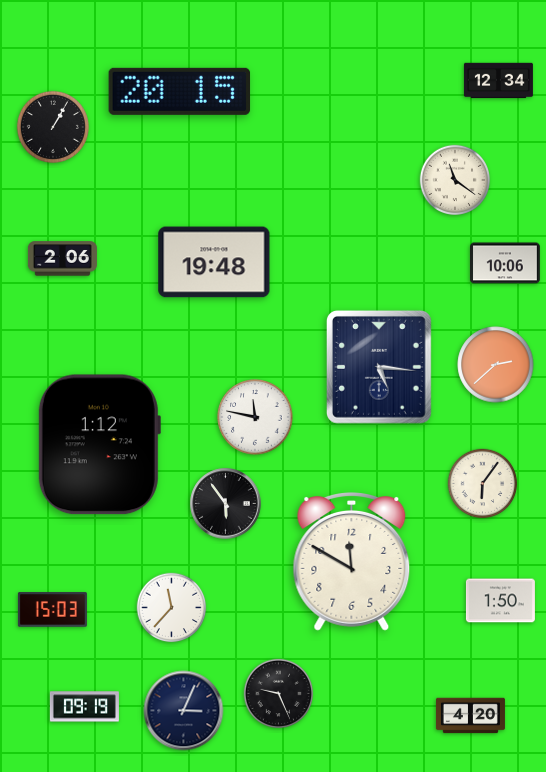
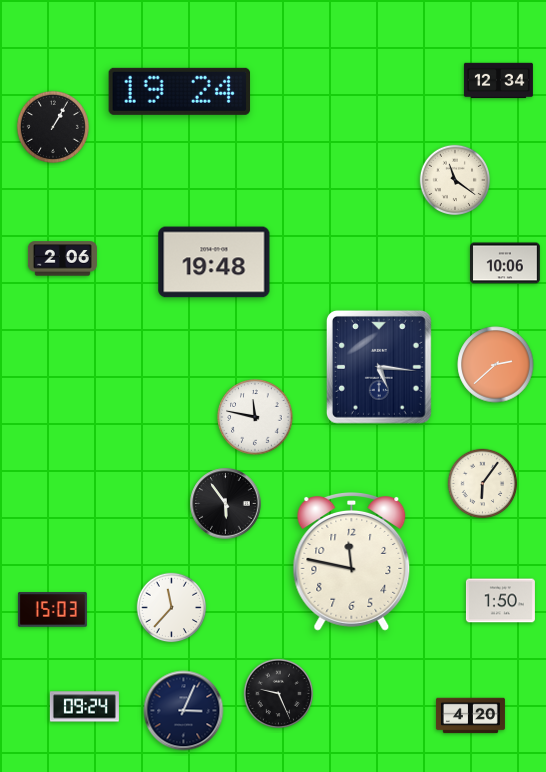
clock at (180, 91): 20:15 -> 19:24
clock at (99, 445): 1:12 -> none
clock at (352, 562): 11:50 -> 11:47
clock at (84, 707): 09:19 -> 09:24
